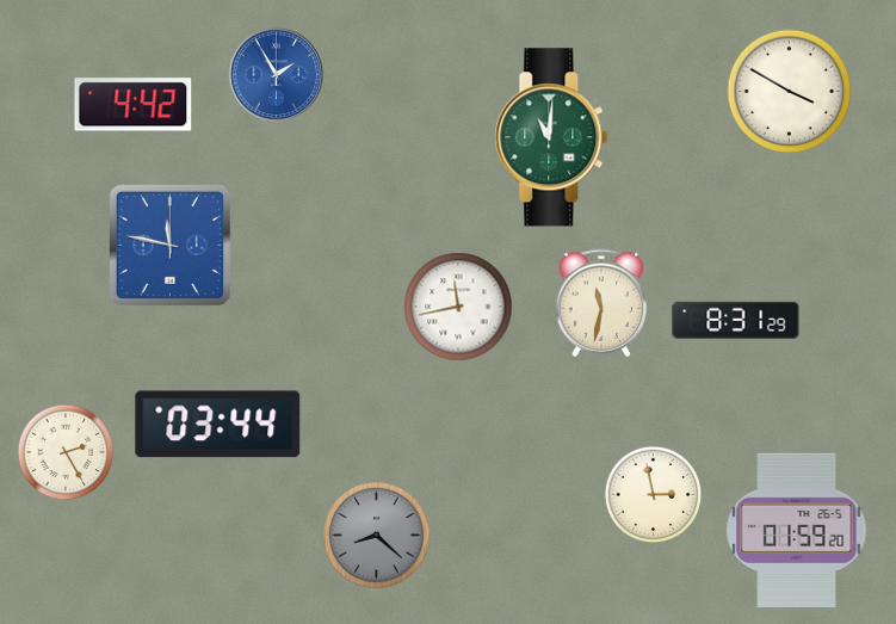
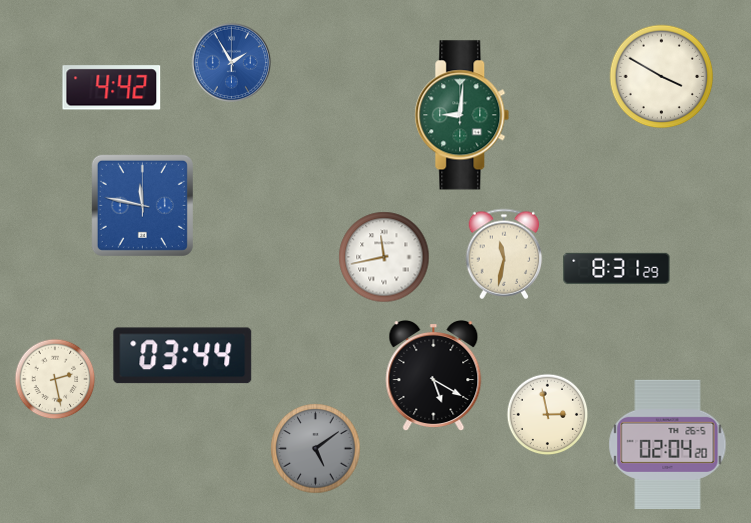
clock at (551, 137): 11:01 -> 9:01
clock at (434, 376): none -> 5:20
clock at (66, 452): 2:25 -> 2:28
clock at (797, 530): 01:59 -> 02:04
clock at (377, 536): 8:22 -> 5:09
